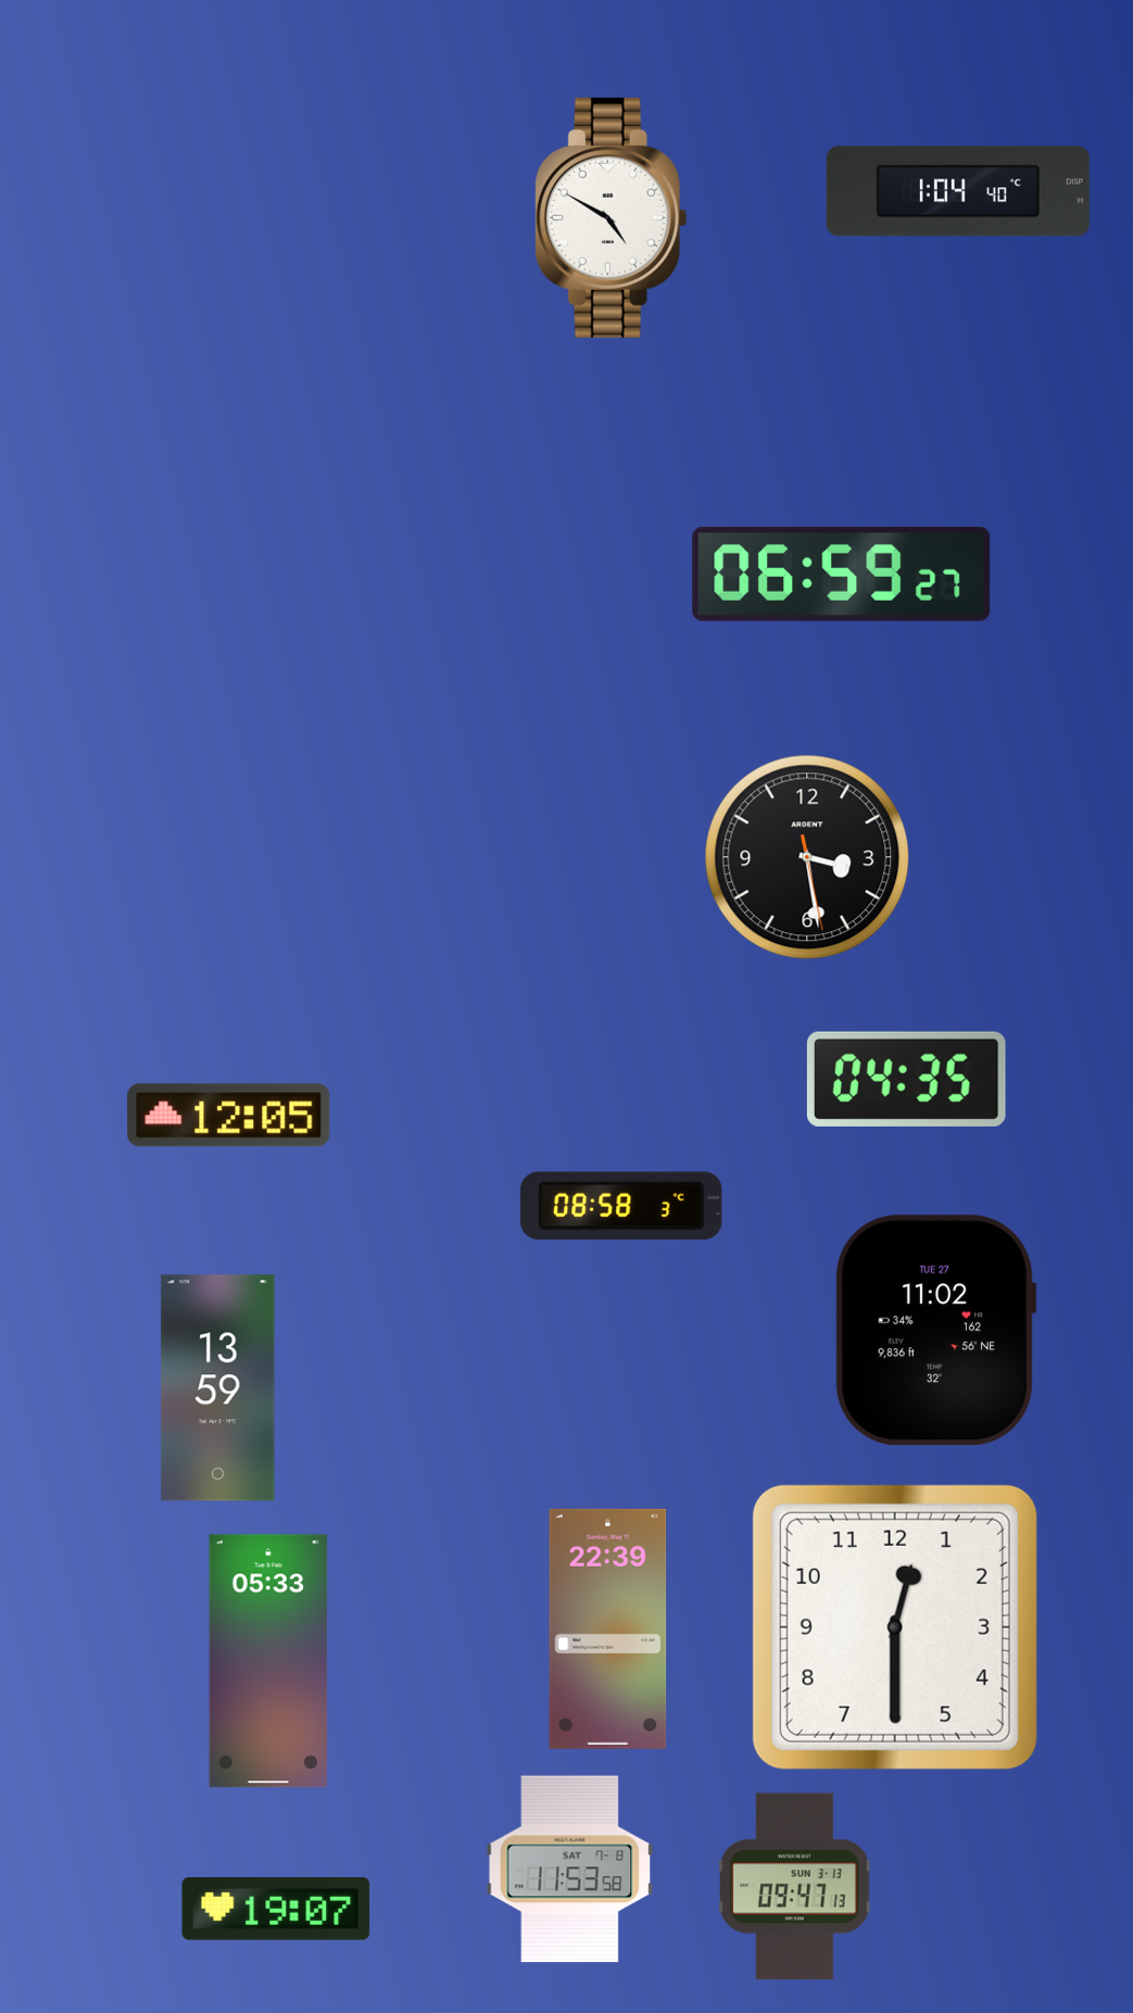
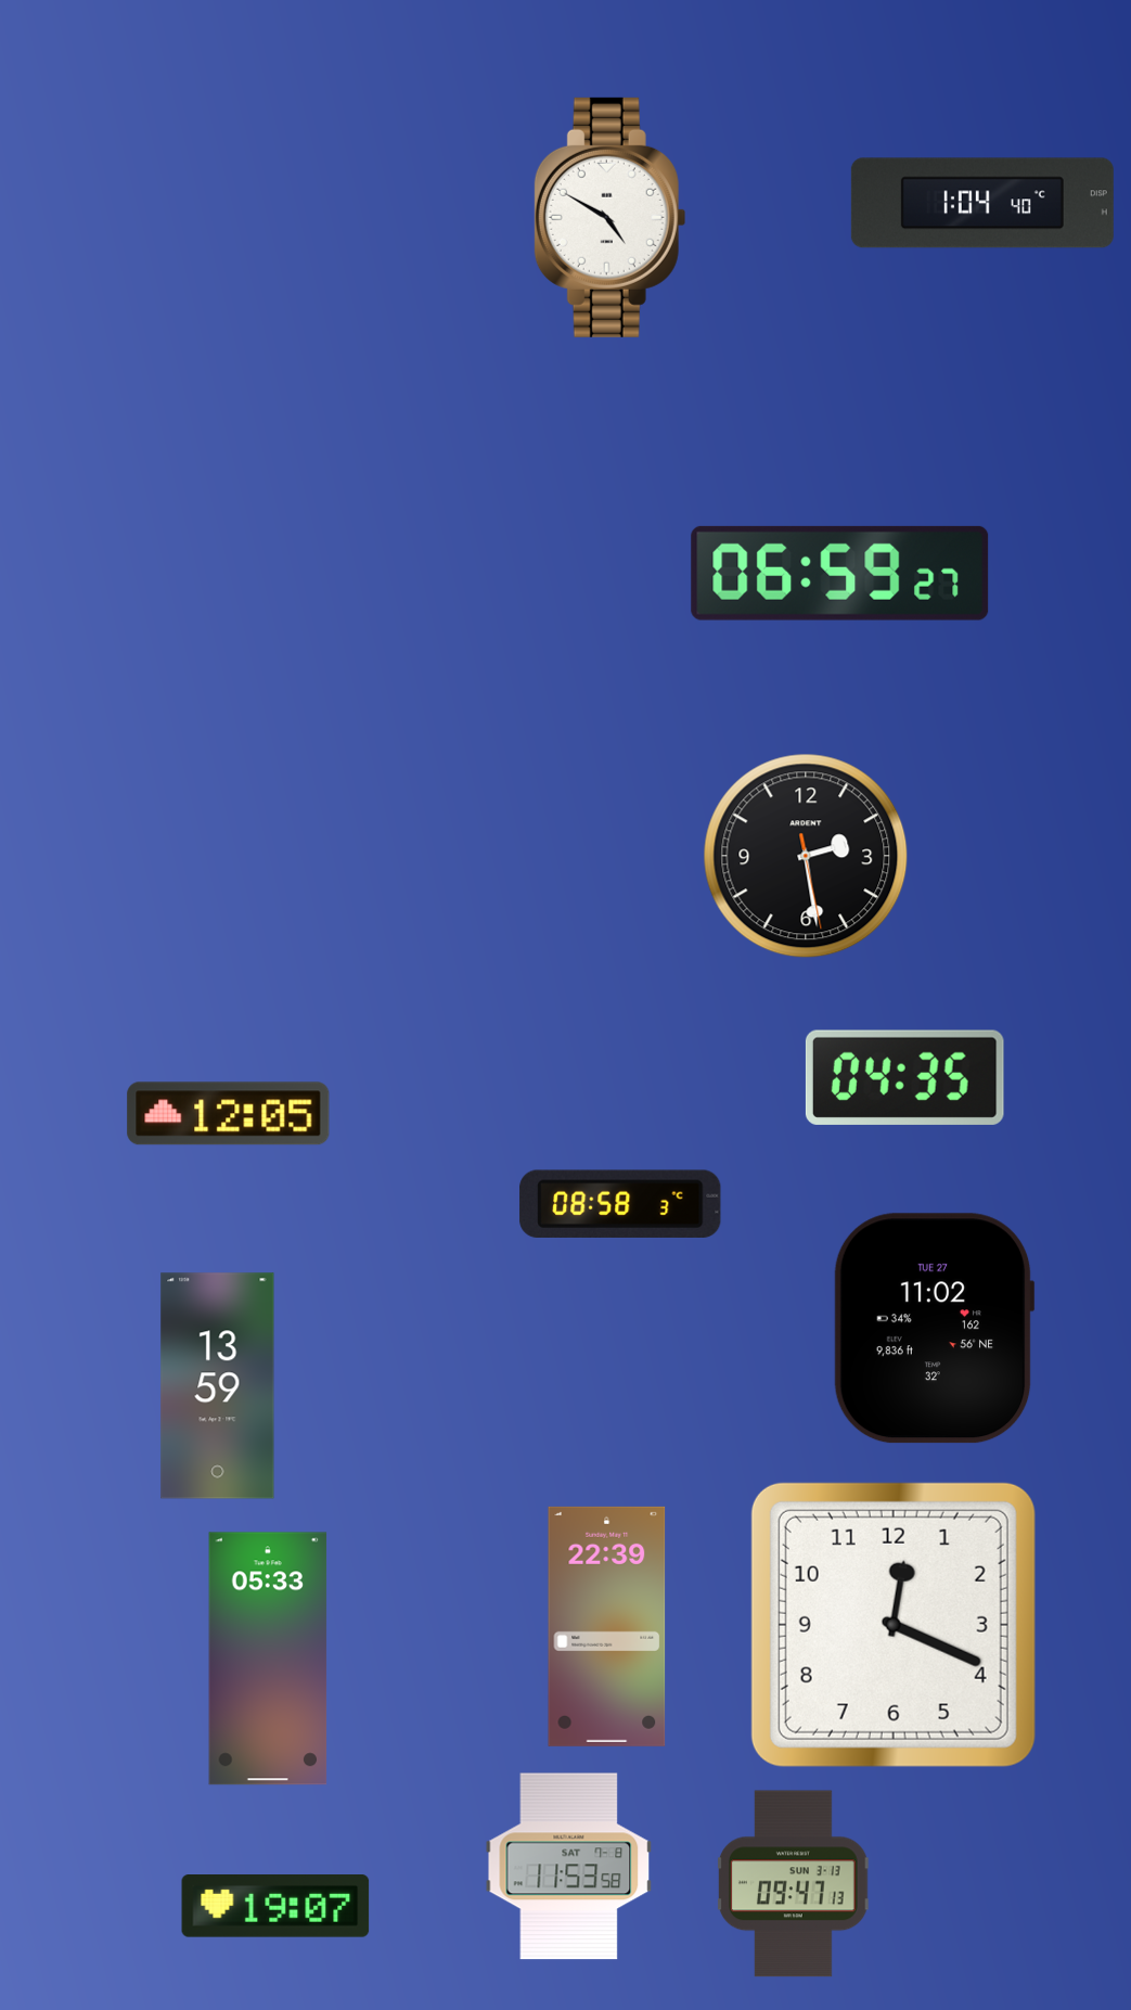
clock at (958, 191) position: (958, 191) -> (982, 203)
clock at (807, 857): 3:28 -> 2:28
clock at (895, 1627): 12:30 -> 12:19
